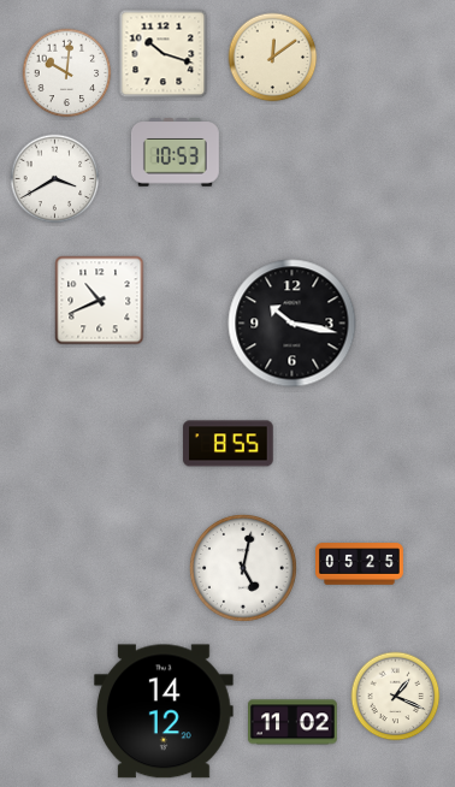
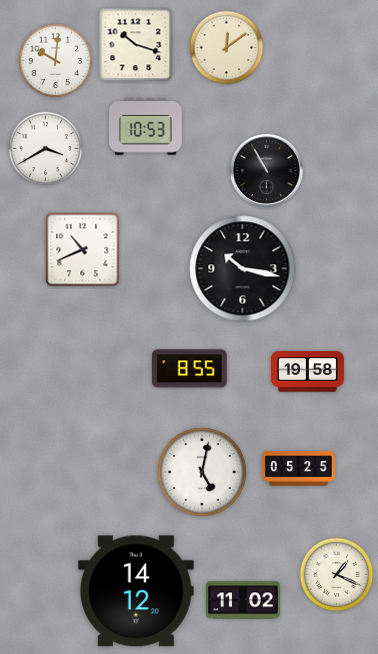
clock at (266, 170): none -> 10:55
clock at (307, 372): none -> 19:58
clock at (396, 697) position: (396, 697) -> (337, 575)
